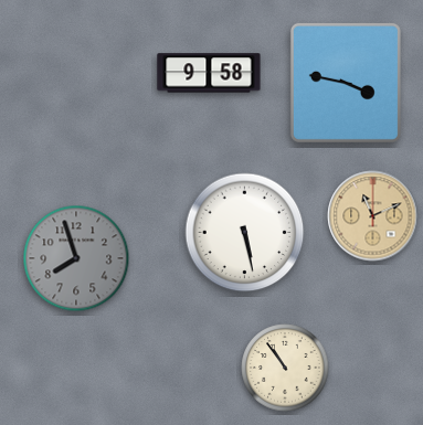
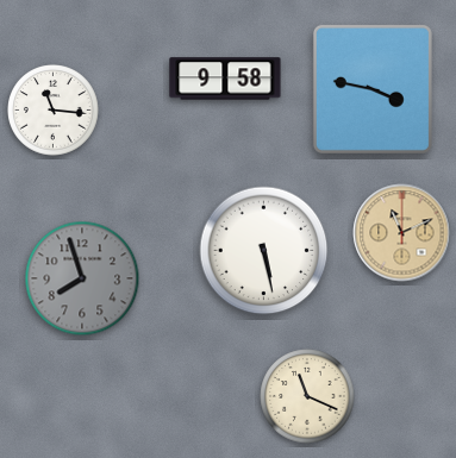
clock at (54, 111): none -> 11:16
clock at (285, 368): 10:54 -> 11:19
